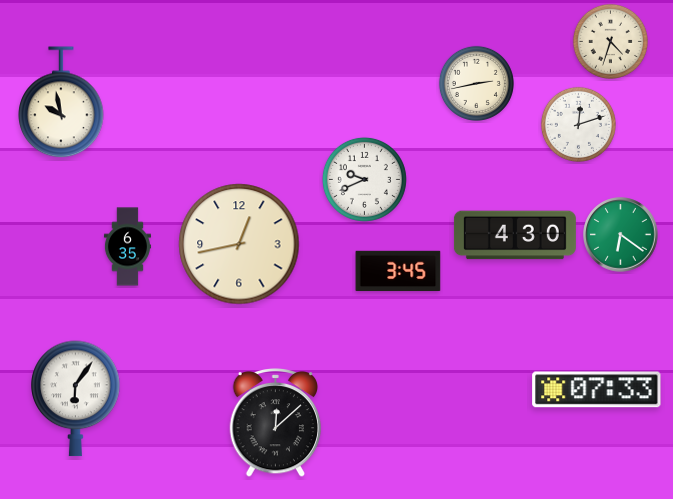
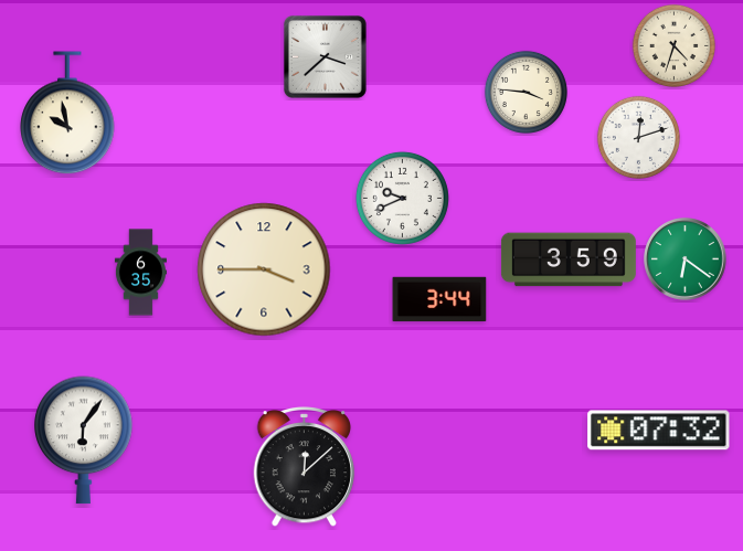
clock at (325, 56): none -> 3:38
clock at (476, 83): 2:43 -> 3:46
clock at (515, 235): 4:30 -> 3:59
clock at (239, 244): 12:43 -> 3:45
clock at (398, 271): 3:45 -> 3:44
clock at (597, 390): 07:33 -> 07:32
